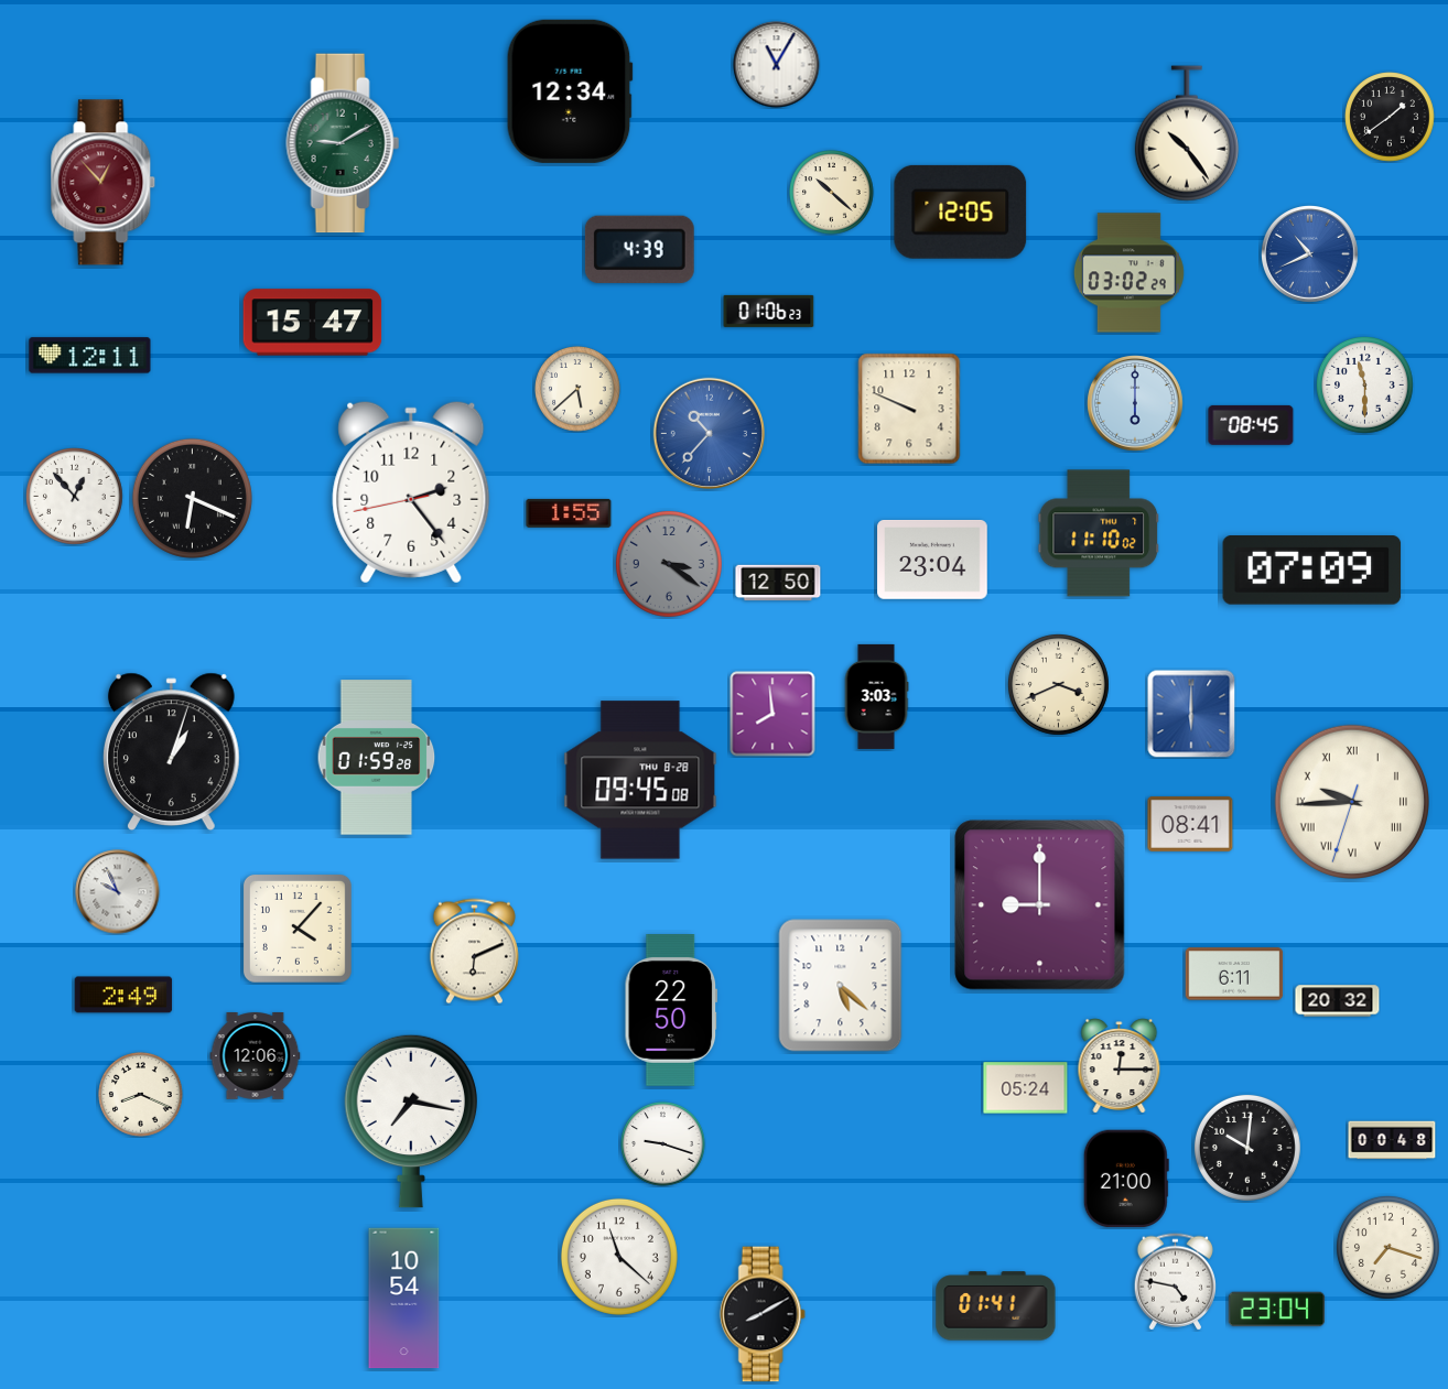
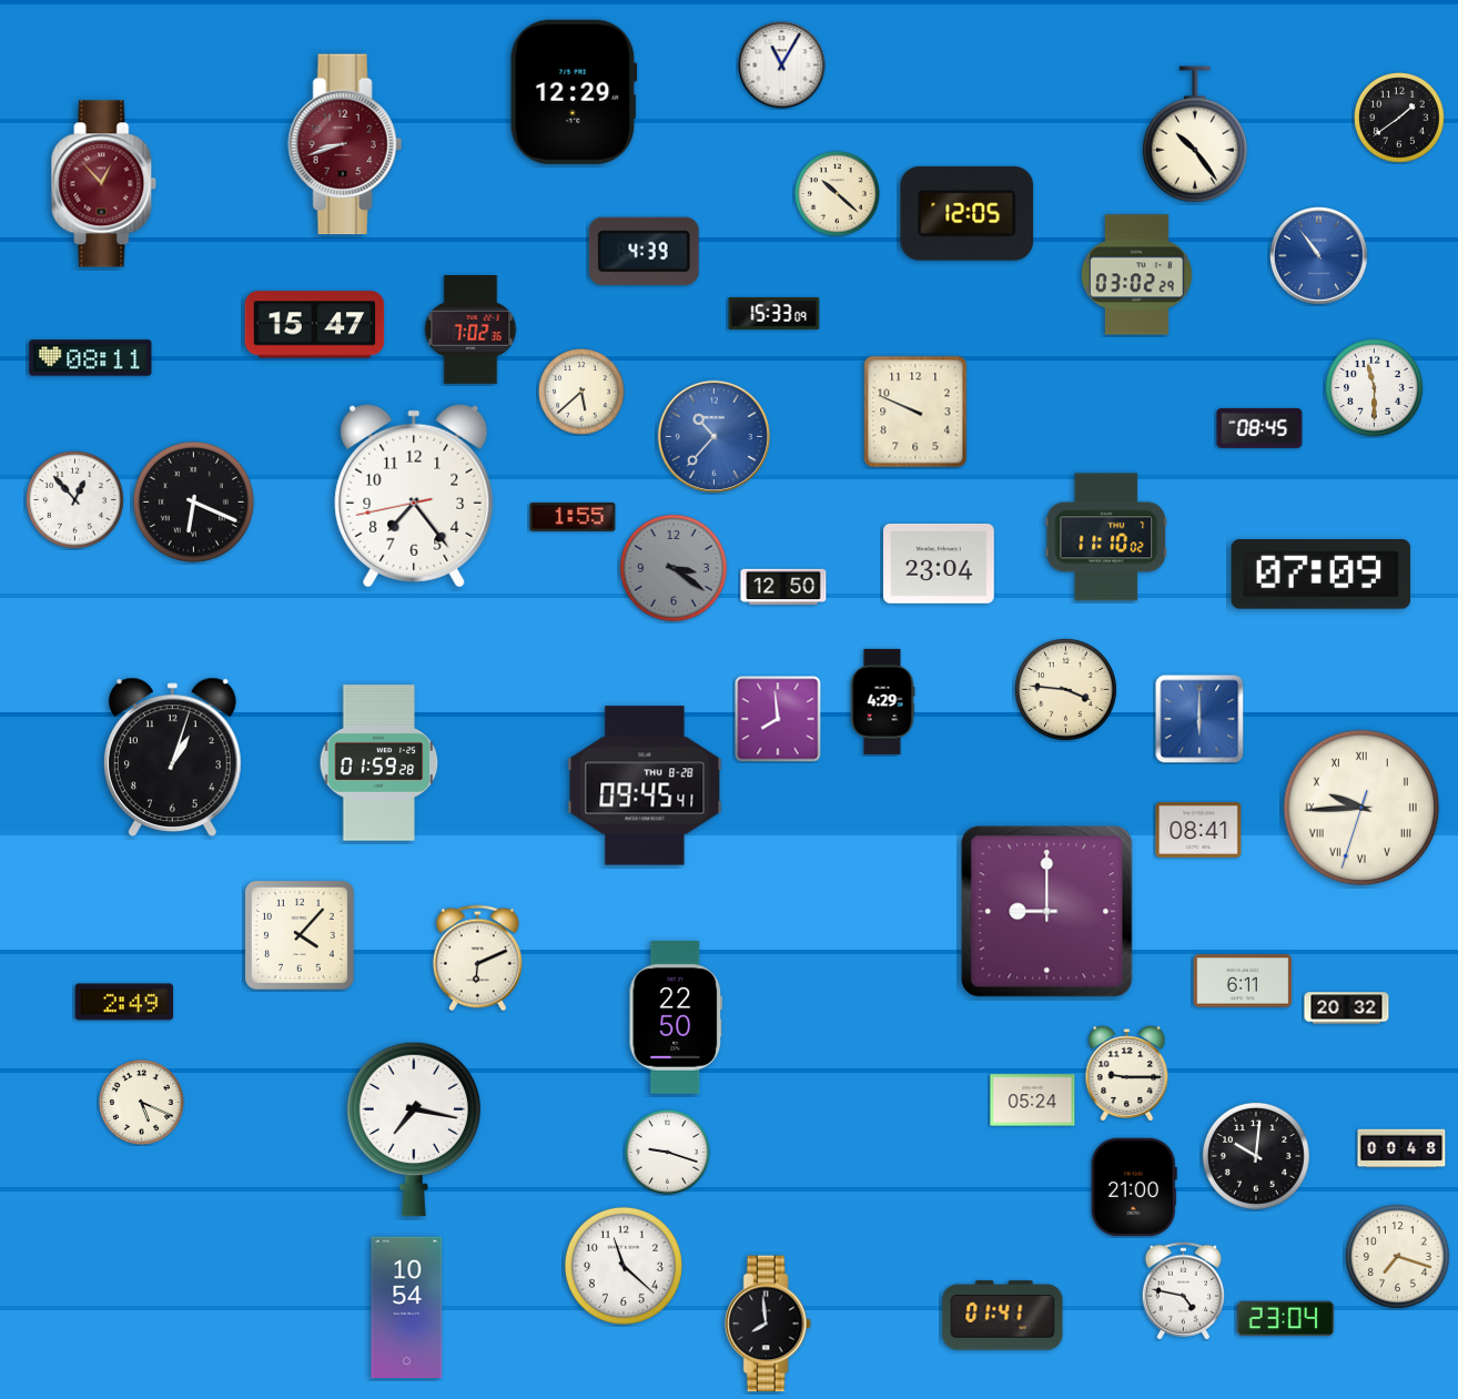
clock at (570, 91): 12:34 -> 12:29
clock at (343, 143): 9:10 -> 8:42
clock at (343, 143) dial: green -> burgundy
clock at (1310, 254): 10:41 -> 10:54
clock at (769, 311): 01:06 -> 15:33
clock at (470, 330): none -> 7:02
clock at (90, 356): 12:11 -> 08:11
clock at (1135, 403): 6:00 -> none
clock at (411, 492): 2:23 -> 7:23
clock at (1058, 684): 3:41 -> 3:46
clock at (876, 696): 3:03 -> 4:29
clock at (640, 780): 09:45:08 -> 09:45:41
clock at (118, 892): 9:56 -> none
clock at (841, 986): 5:22 -> none
clock at (256, 1056): 12:06 -> none
clock at (1120, 1066): 12:15 -> 9:15
clock at (1026, 1088) position: (1026, 1088) -> (1033, 1101)
clock at (141, 1095): 8:19 -> 5:19
clock at (763, 1314): 8:10 -> 7:59
